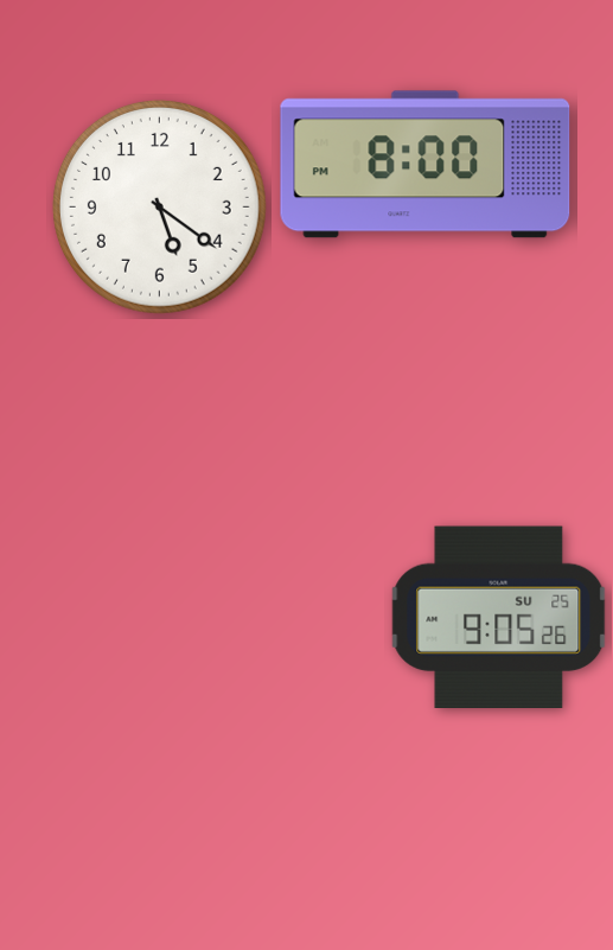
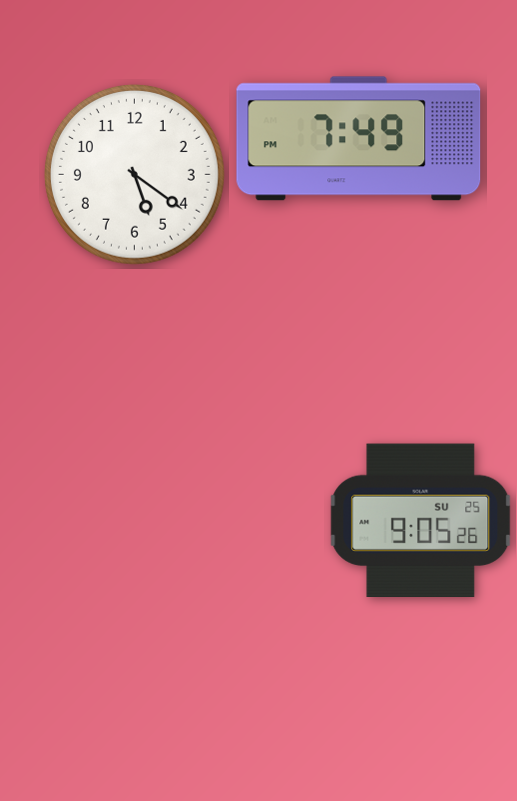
clock at (426, 165): 8:00 -> 7:49
